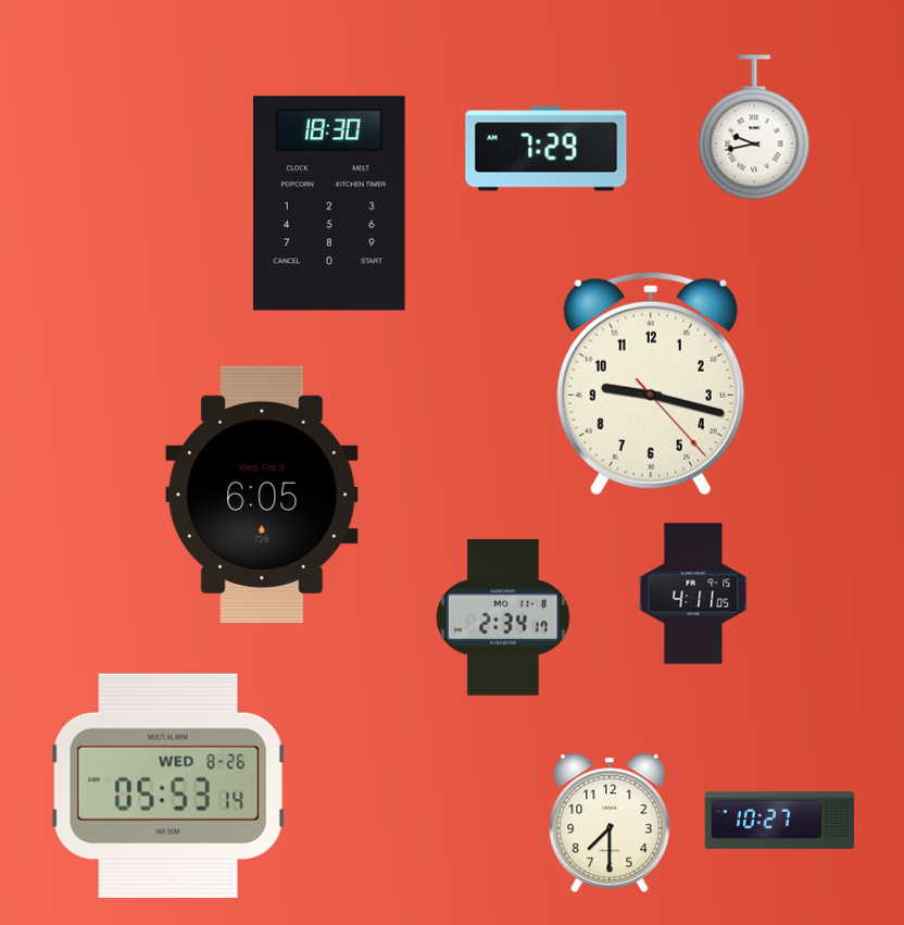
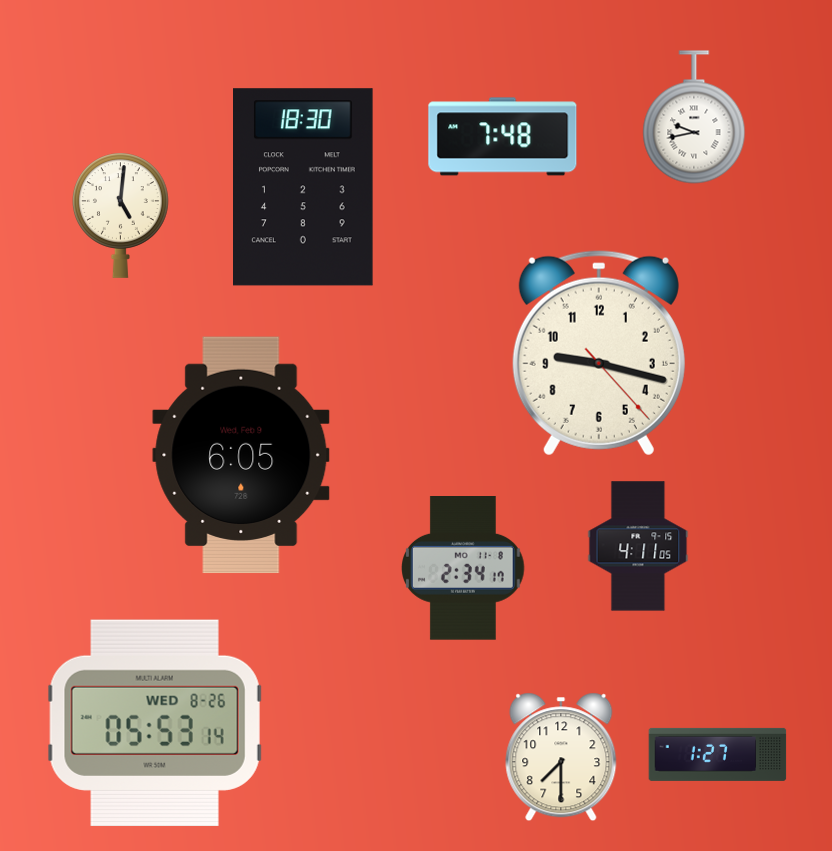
clock at (547, 149): 7:29 -> 7:48
clock at (121, 215): none -> 5:01
clock at (780, 820): 10:27 -> 1:27
